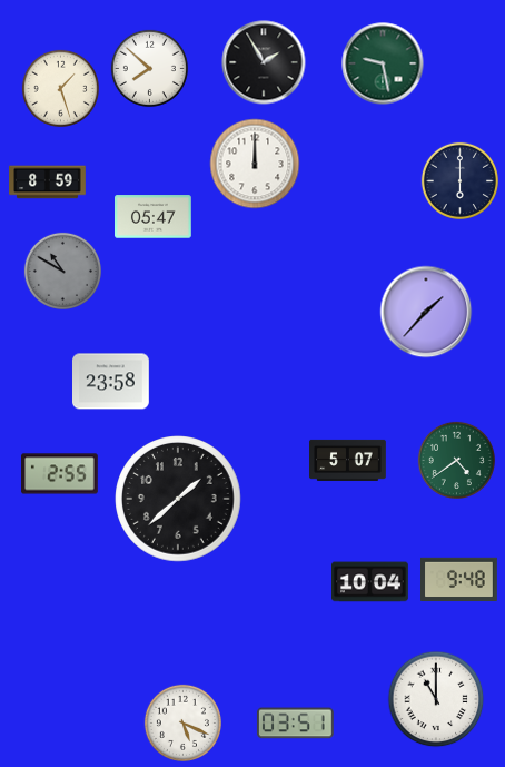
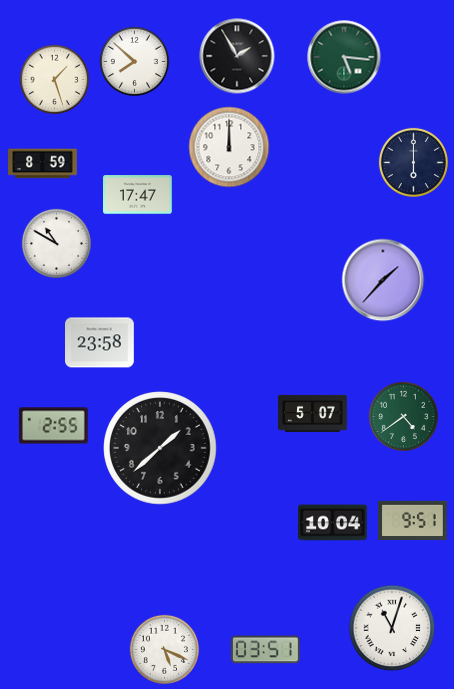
clock at (383, 63): 9:28 -> 5:16
clock at (154, 217): 05:47 -> 17:47
clock at (62, 271) dial: grey -> white
clock at (456, 460) position: (456, 460) -> (403, 416)
clock at (459, 580): 9:48 -> 9:51
clock at (436, 699): 11:00 -> 11:03
